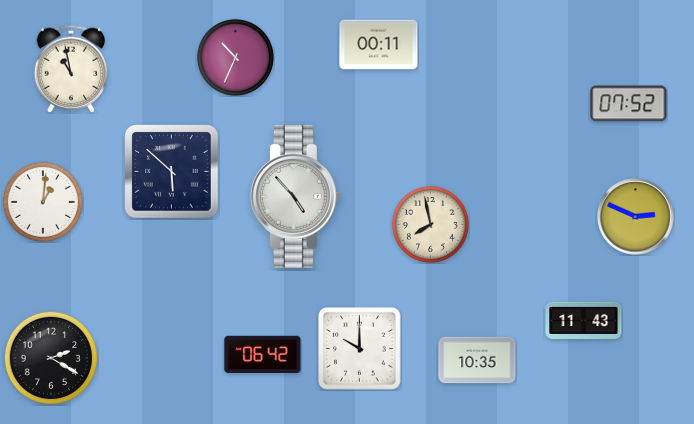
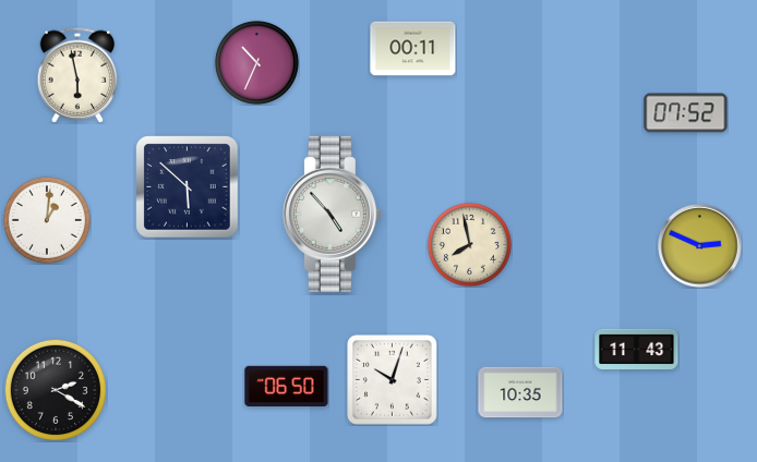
clock at (71, 69): 10:58 -> 5:58
clock at (295, 196) position: (295, 196) -> (332, 214)
clock at (636, 217) position: (636, 217) -> (700, 246)
clock at (360, 349): 10:00 -> 10:03
clock at (263, 355): 06:42 -> 06:50
